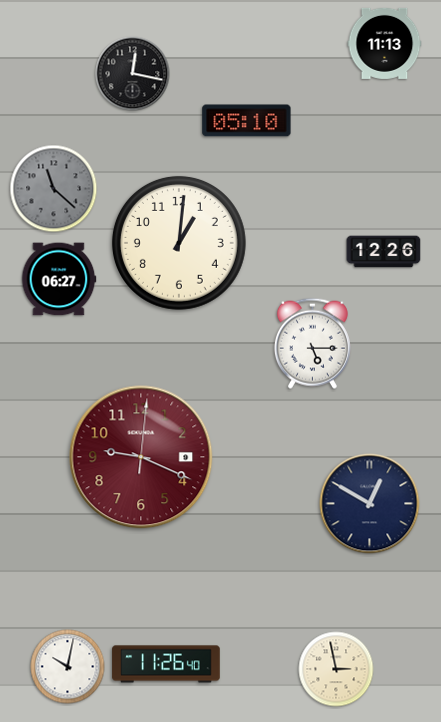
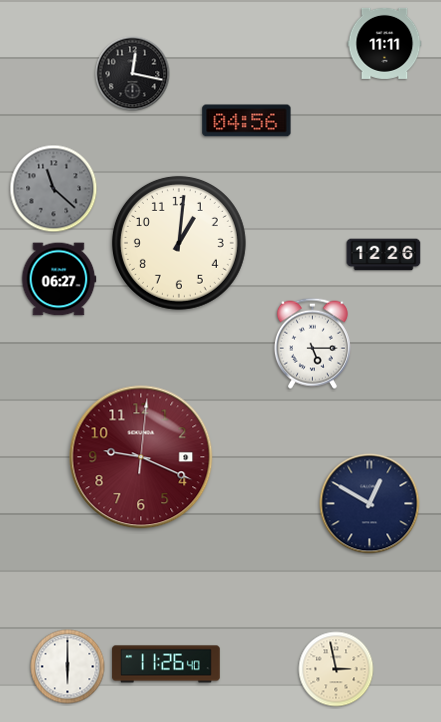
clock at (385, 43): 11:13 -> 11:11
clock at (247, 121): 05:10 -> 04:56
clock at (384, 252) position: (384, 252) -> (384, 255)
clock at (68, 667): 10:02 -> 6:00
